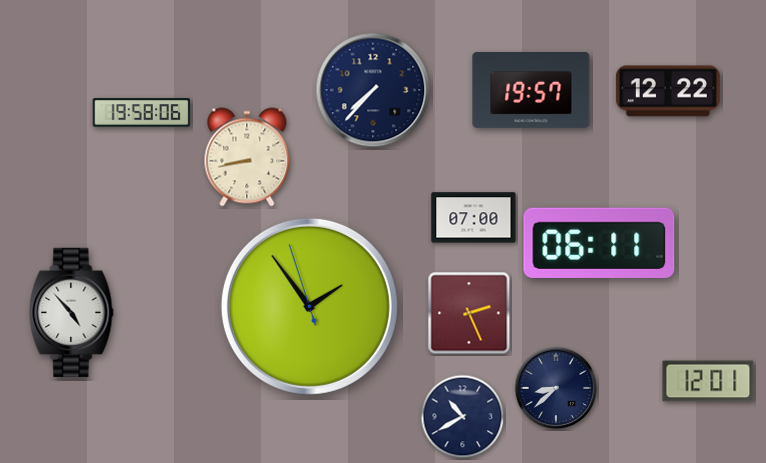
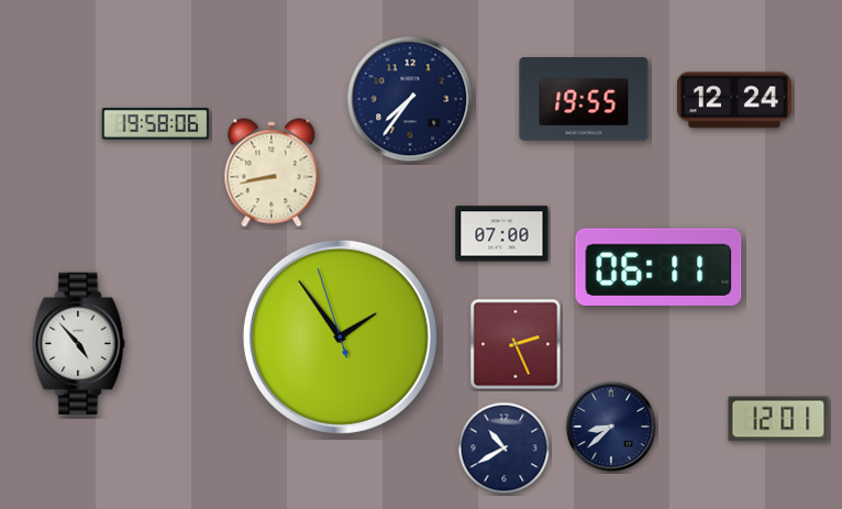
clock at (373, 90): 7:37 -> 7:36
clock at (531, 91): 19:57 -> 19:55
clock at (668, 91): 12:22 -> 12:24
clock at (474, 218) position: (474, 218) -> (502, 234)
clock at (463, 417) position: (463, 417) -> (505, 449)
